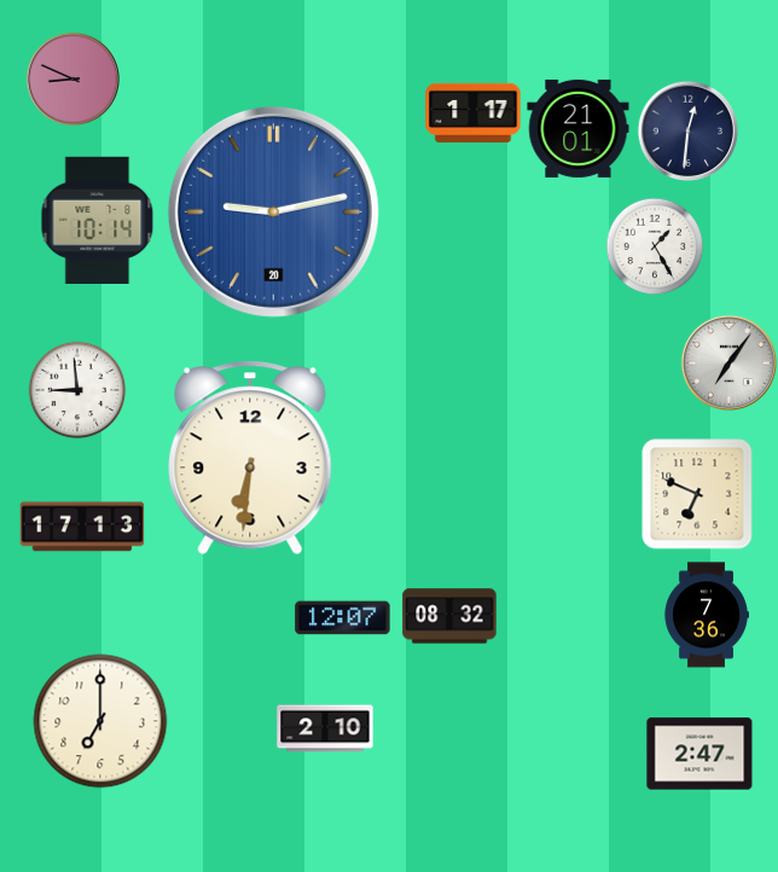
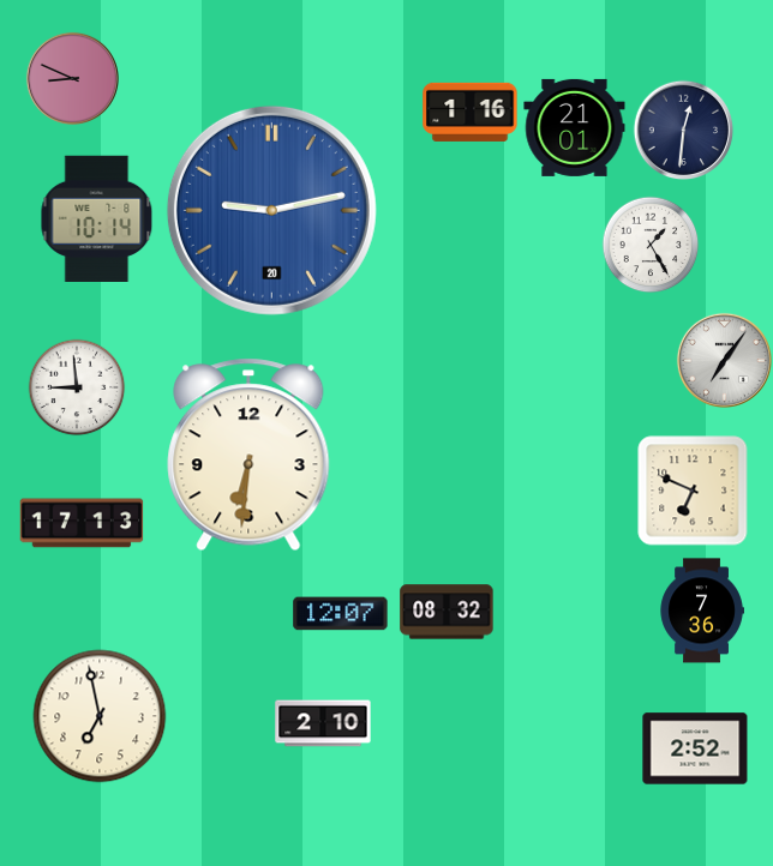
clock at (474, 112): 1:17 -> 1:16
clock at (100, 721): 7:00 -> 6:58
clock at (699, 754): 2:47 -> 2:52
